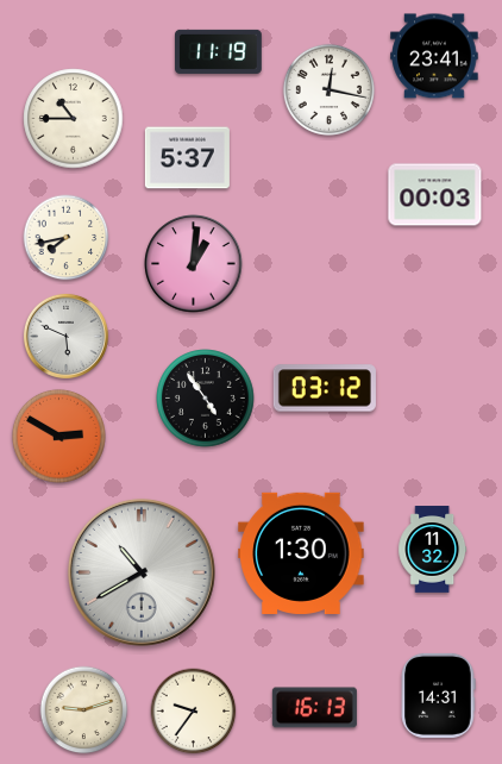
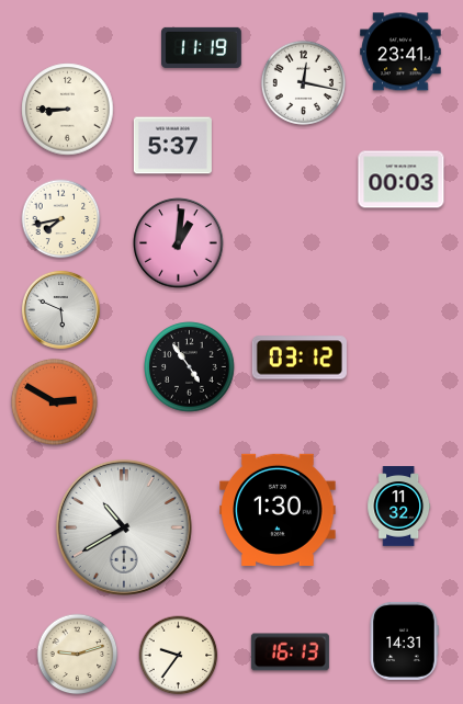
clock at (74, 119): 10:45 -> 8:45
clock at (142, 572) position: (142, 572) -> (124, 527)
